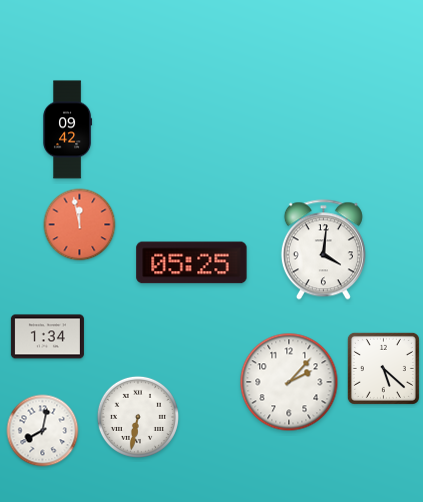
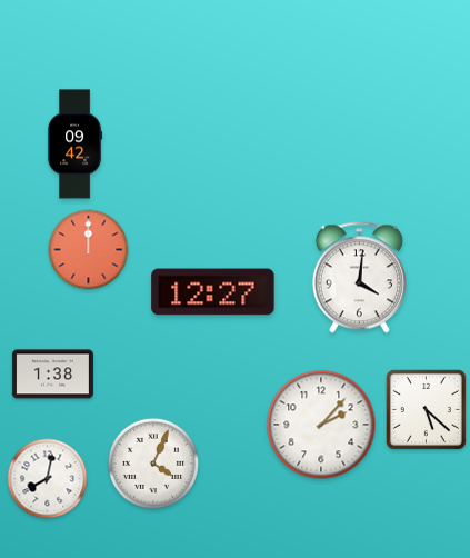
clock at (80, 225): 11:58 -> 12:00
clock at (192, 263): 05:25 -> 12:27
clock at (47, 337): 1:34 -> 1:38
clock at (138, 417): 6:32 -> 4:04
